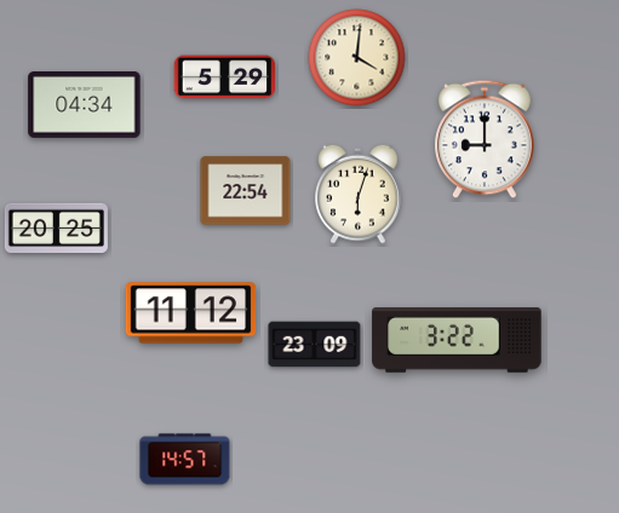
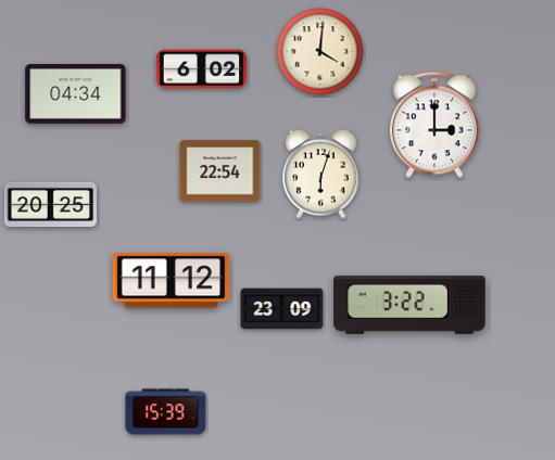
clock at (225, 77): 5:29 -> 6:02
clock at (486, 139): 9:00 -> 3:00
clock at (185, 460): 14:57 -> 15:39
